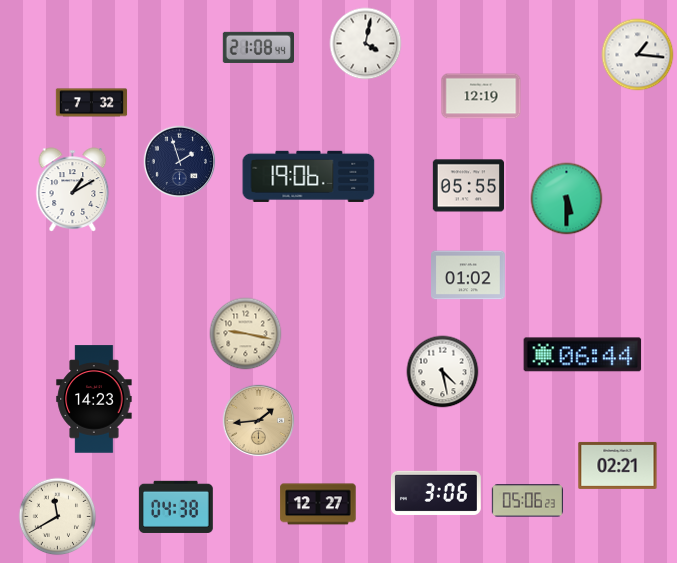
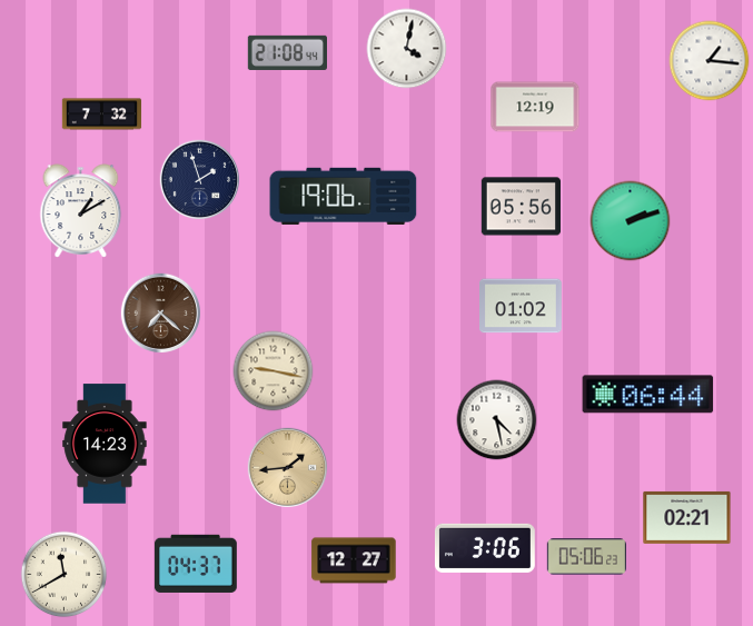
clock at (468, 186): 05:55 -> 05:56
clock at (567, 199): 5:30 -> 2:12
clock at (161, 314): none -> 7:22
clock at (443, 372) position: (443, 372) -> (497, 420)
clock at (176, 506): 04:38 -> 04:37
